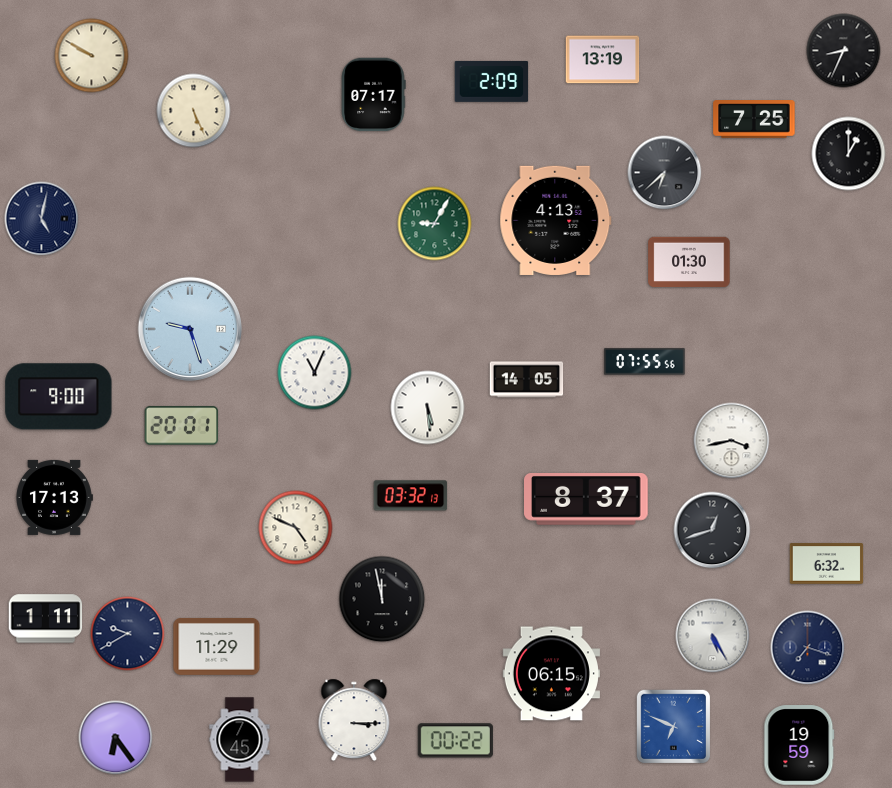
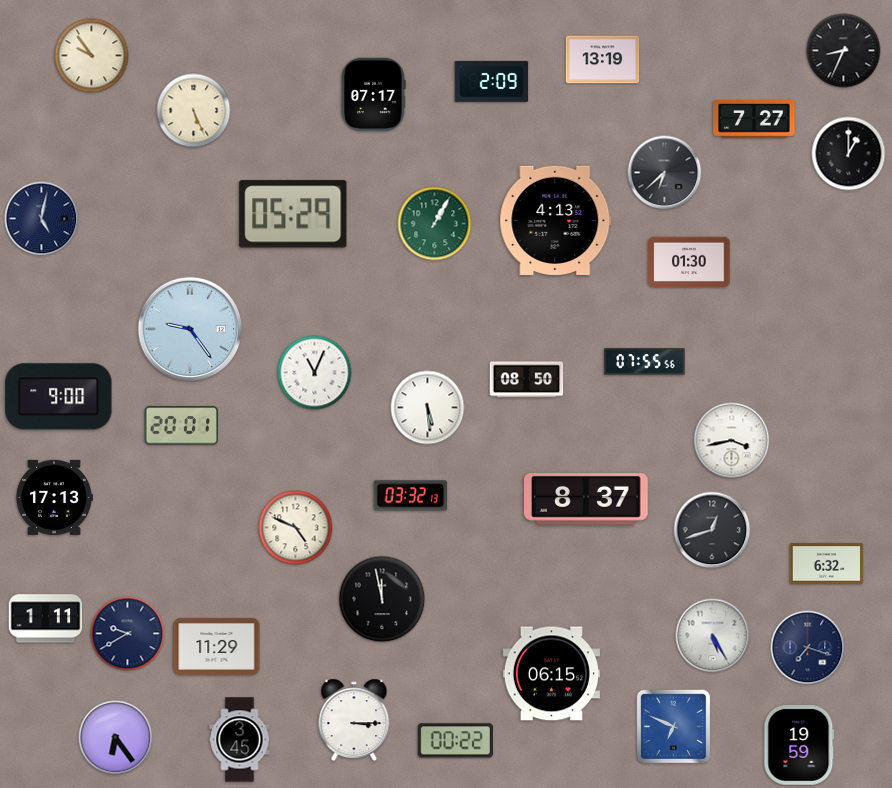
clock at (92, 56): 9:50 -> 9:54
clock at (754, 119): 7:25 -> 7:27
clock at (293, 214): none -> 05:29
clock at (435, 224): 9:05 -> 1:05
clock at (190, 329): 9:27 -> 9:24
clock at (527, 380): 14:05 -> 08:50
clock at (240, 740): 7:45 -> 3:45
